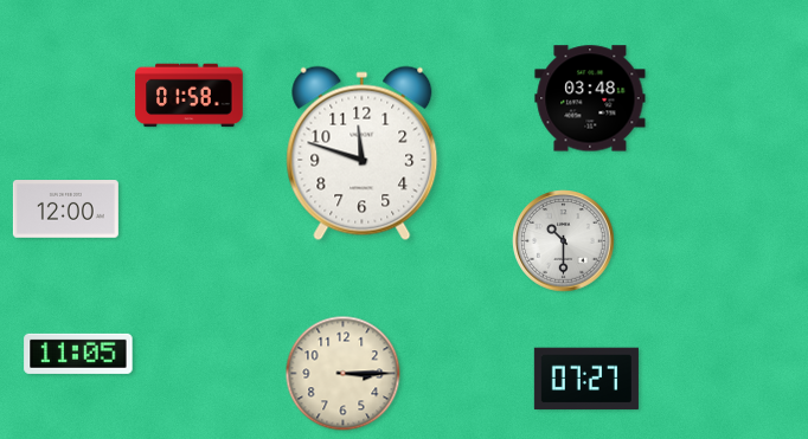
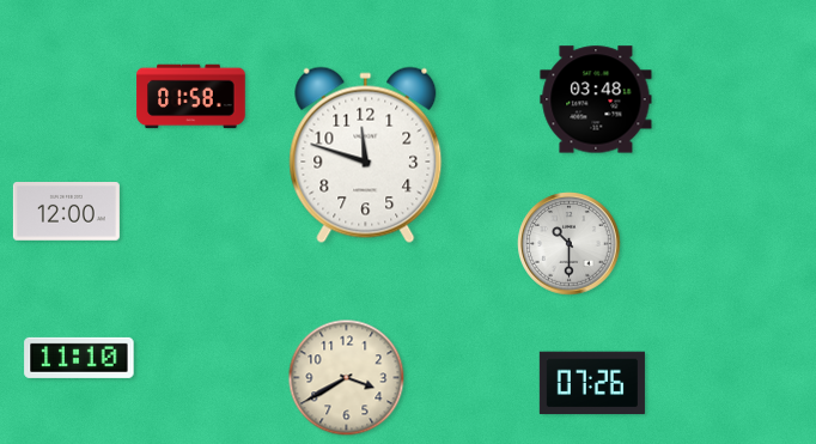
clock at (78, 354): 11:05 -> 11:10
clock at (344, 374): 3:15 -> 3:40
clock at (586, 379): 07:27 -> 07:26
